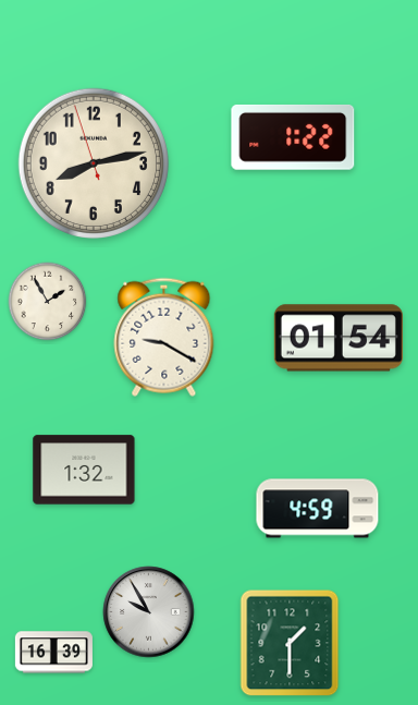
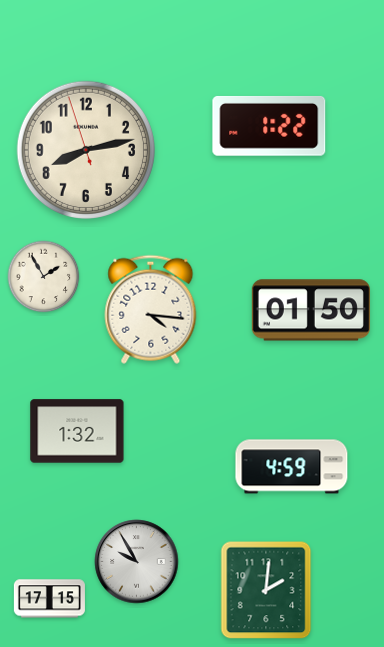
clock at (164, 337): 9:20 -> 4:16
clock at (339, 338): 01:54 -> 01:50
clock at (290, 643): 1:30 -> 2:01
clock at (53, 653): 16:39 -> 17:15
